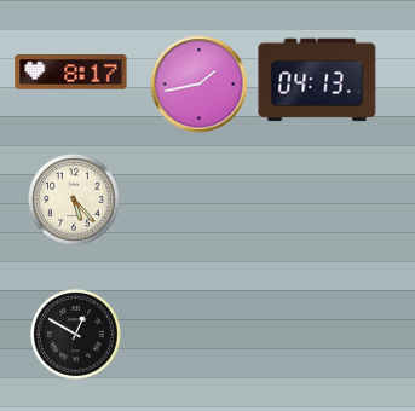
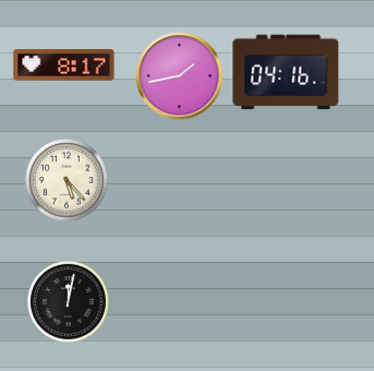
clock at (317, 80): 04:13 -> 04:16
clock at (75, 334): 12:50 -> 12:02
